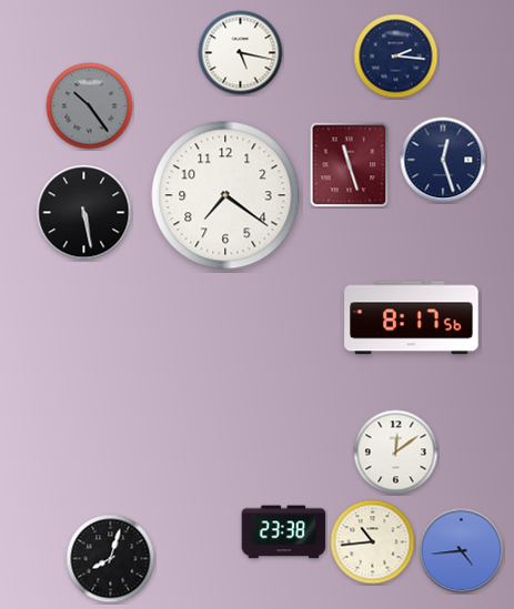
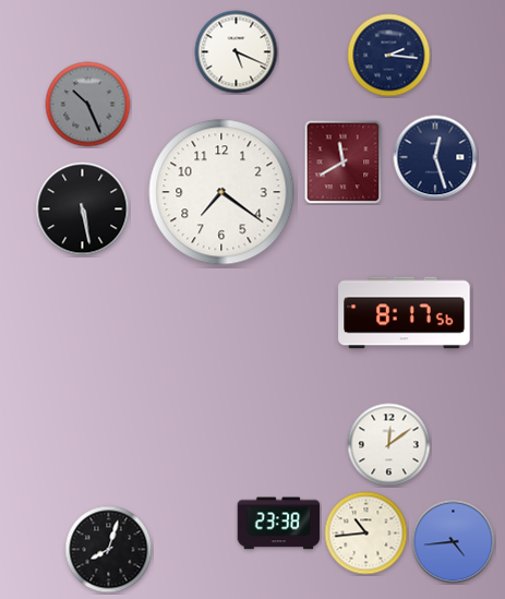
clock at (241, 53): 5:17 -> 5:19
clock at (90, 106): 10:24 -> 10:26
clock at (350, 165): 11:27 -> 11:40
